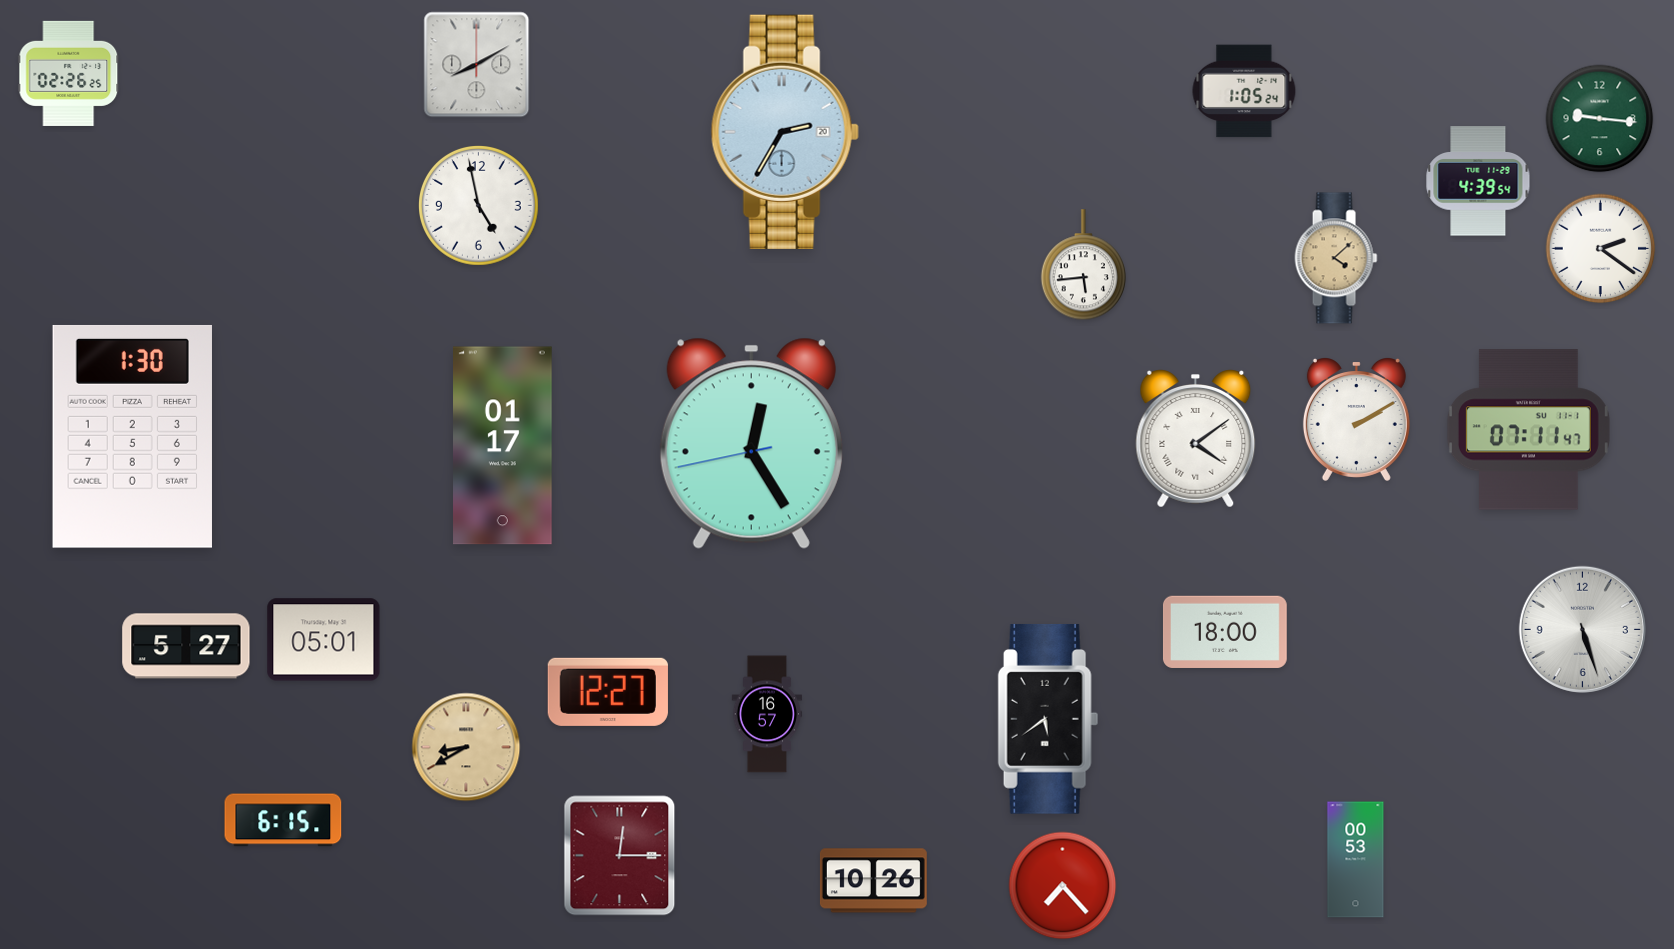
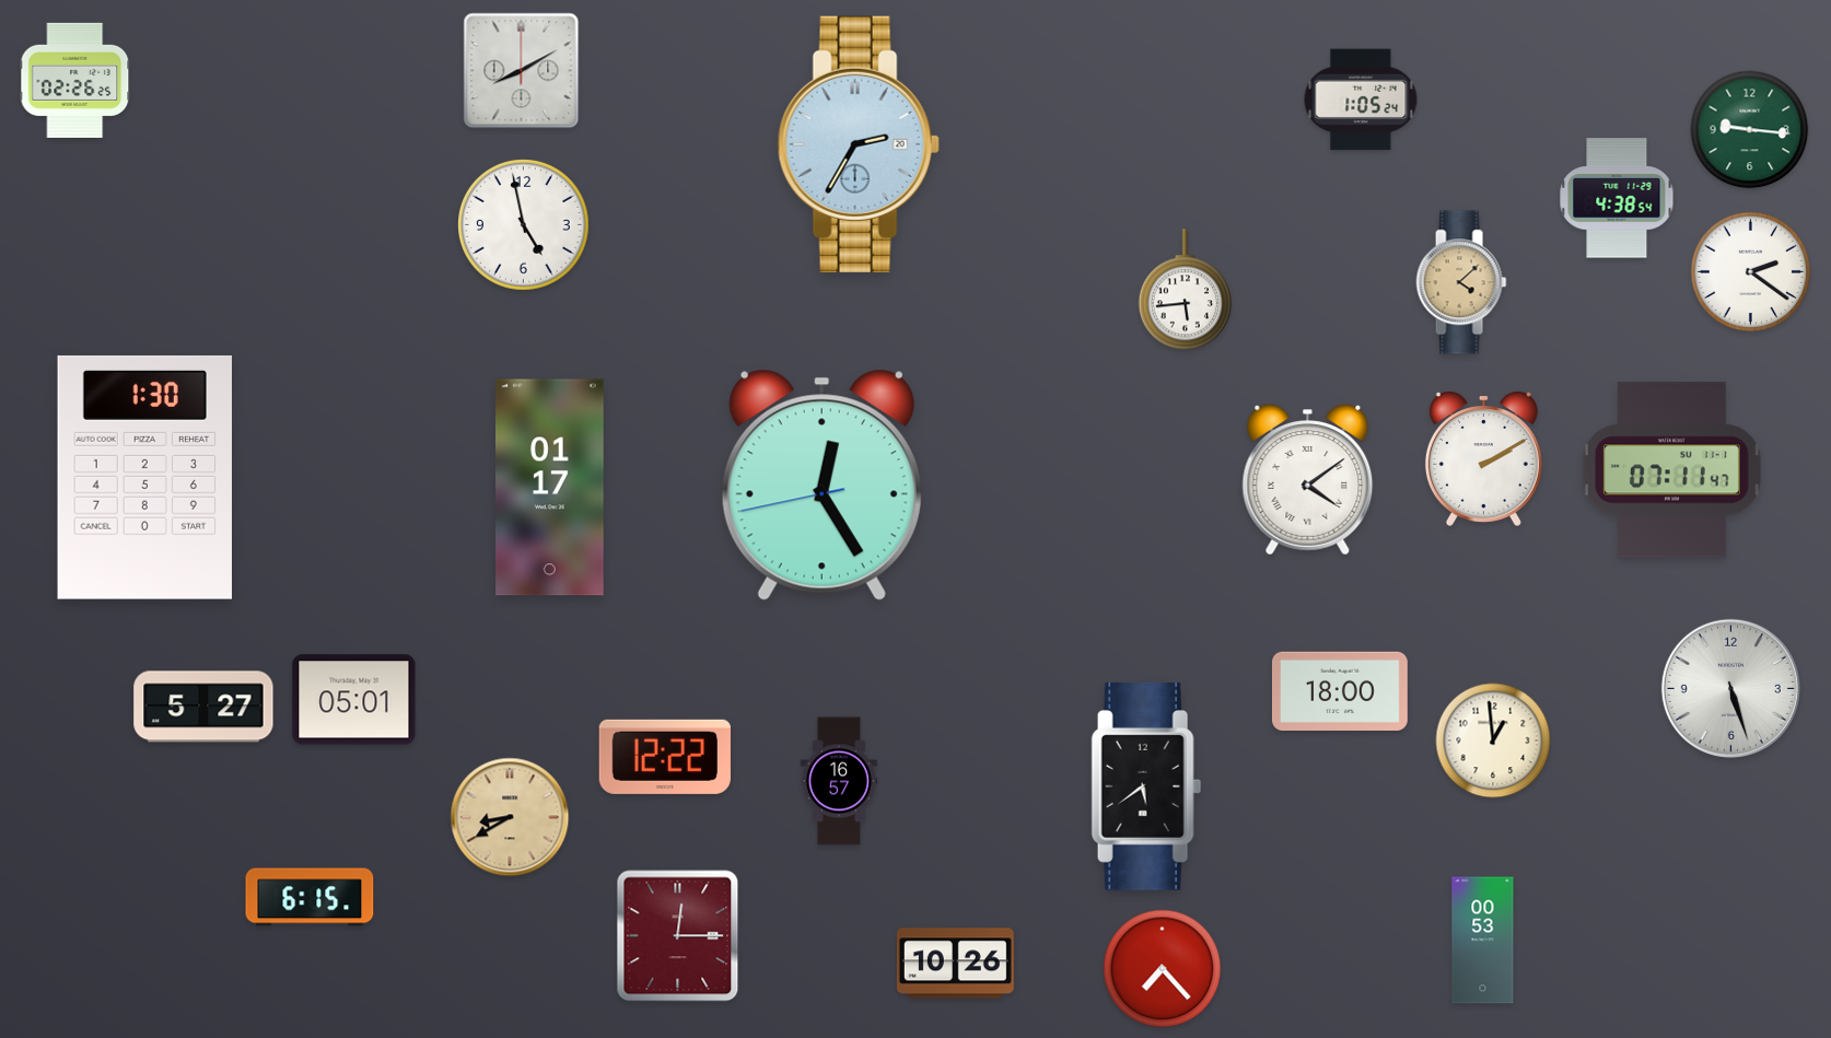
clock at (1478, 181): 4:39 -> 4:38
clock at (1493, 740): none -> 12:59
clock at (608, 692): 12:27 -> 12:22
